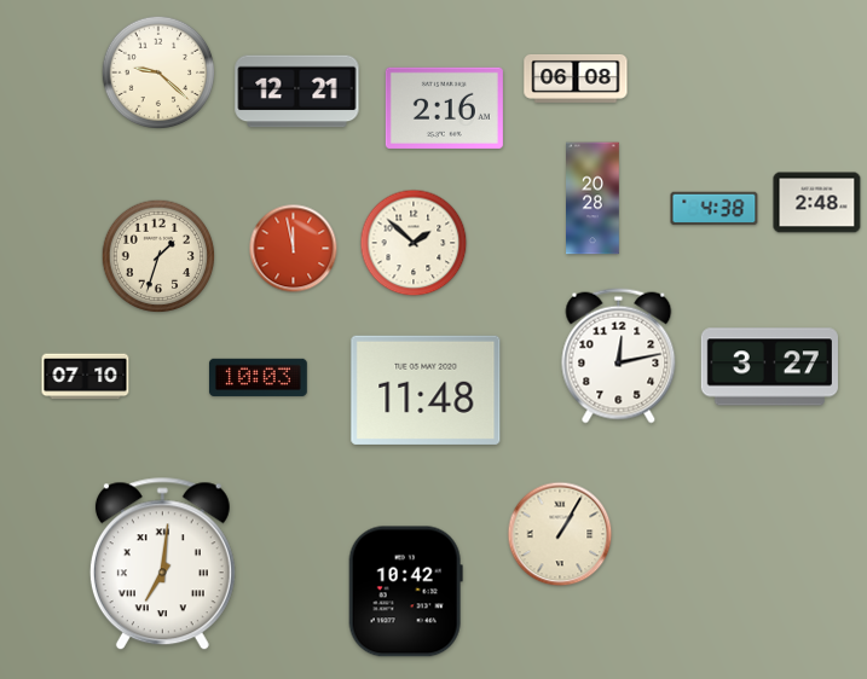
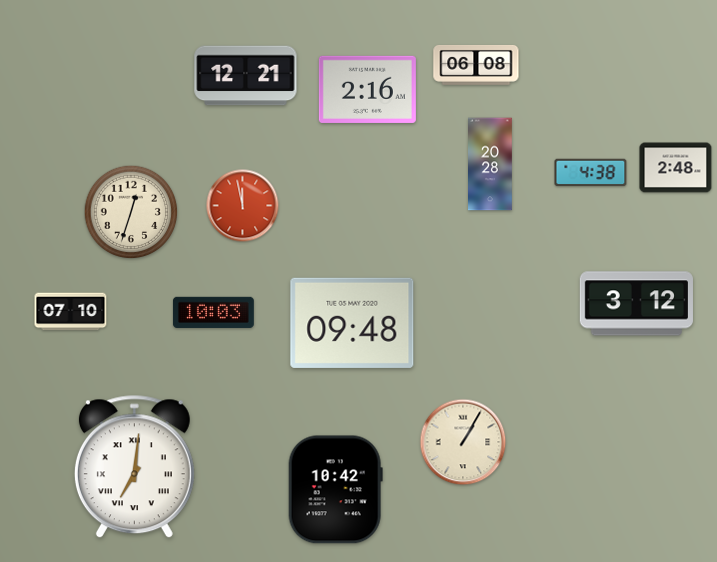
clock at (158, 72): 9:22 -> none
clock at (414, 243): 1:52 -> none
clock at (158, 256): 1:33 -> 12:33
clock at (619, 356): 12:13 -> none
clock at (769, 367): 3:27 -> 3:12
clock at (426, 390): 11:48 -> 09:48
